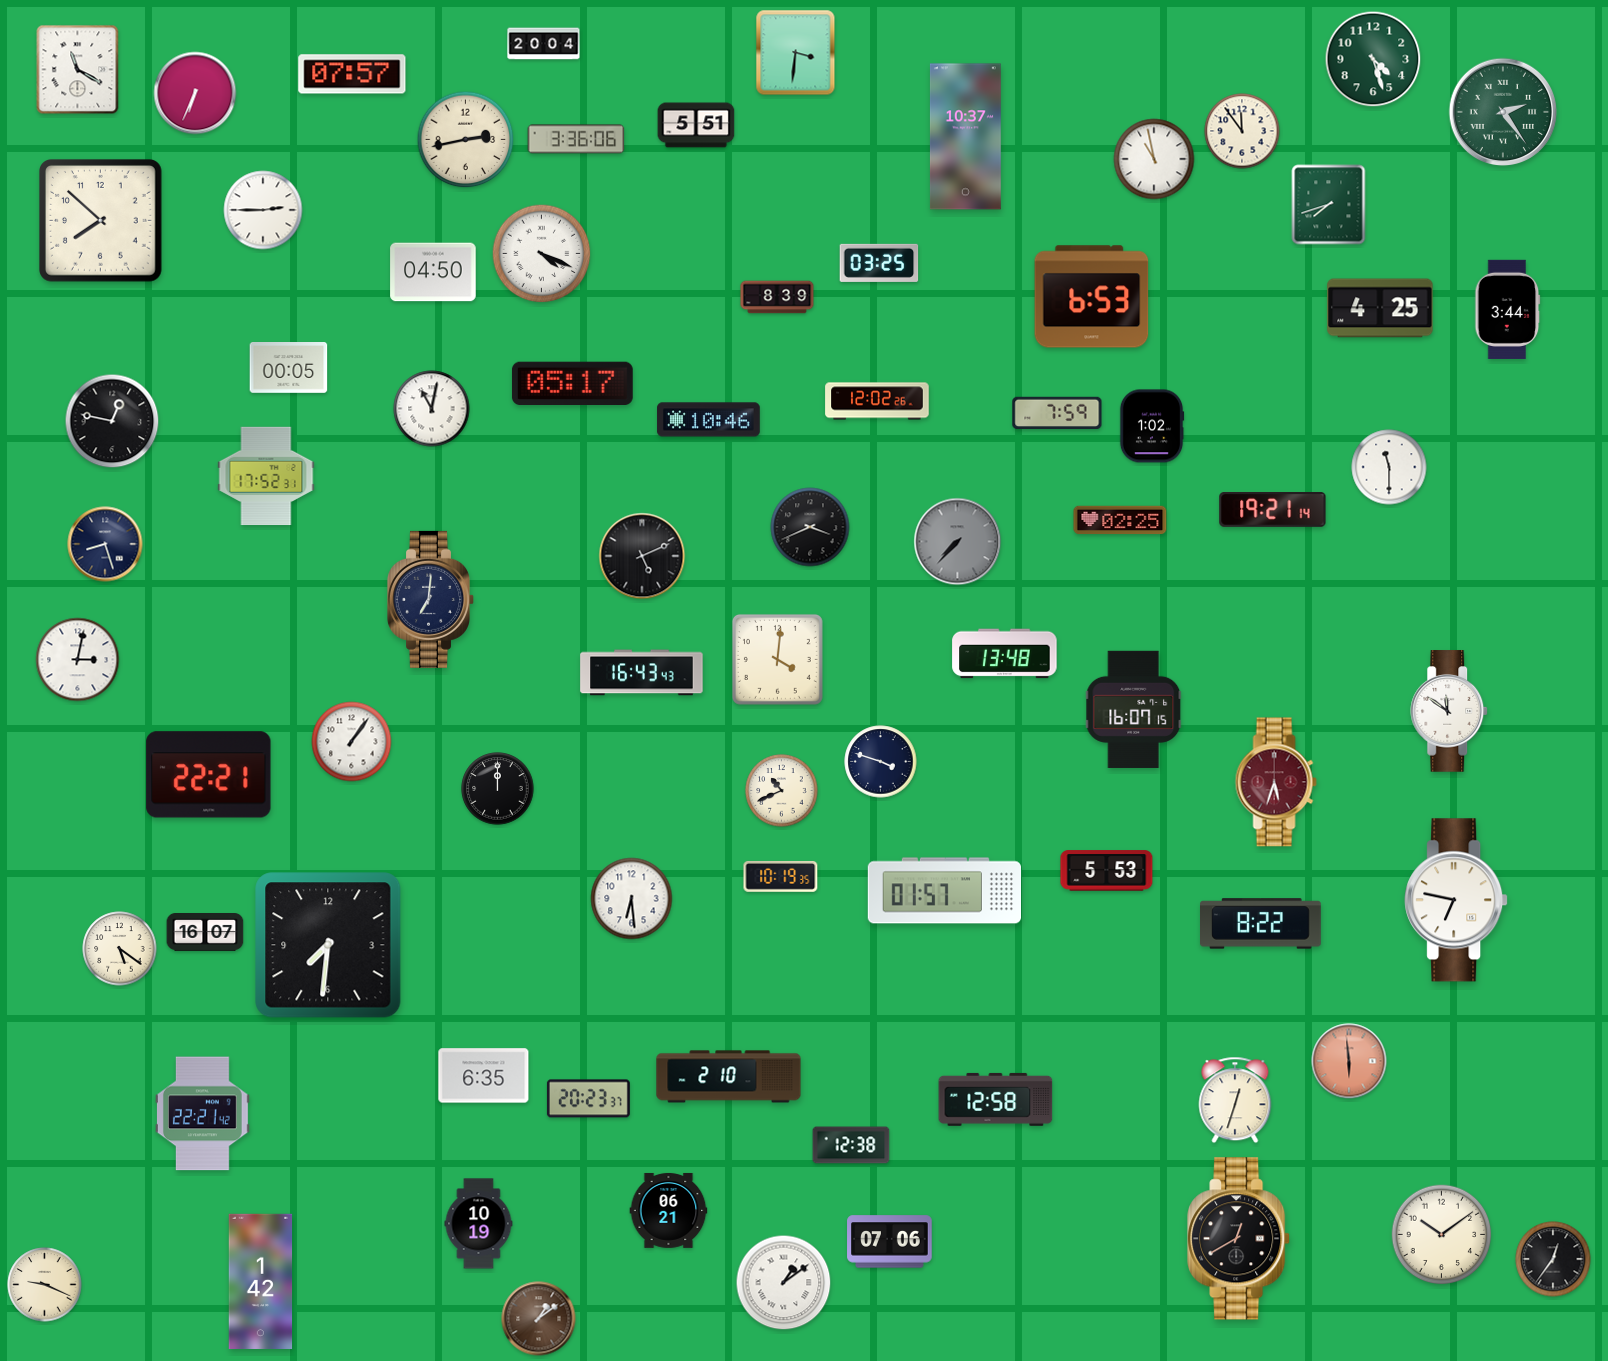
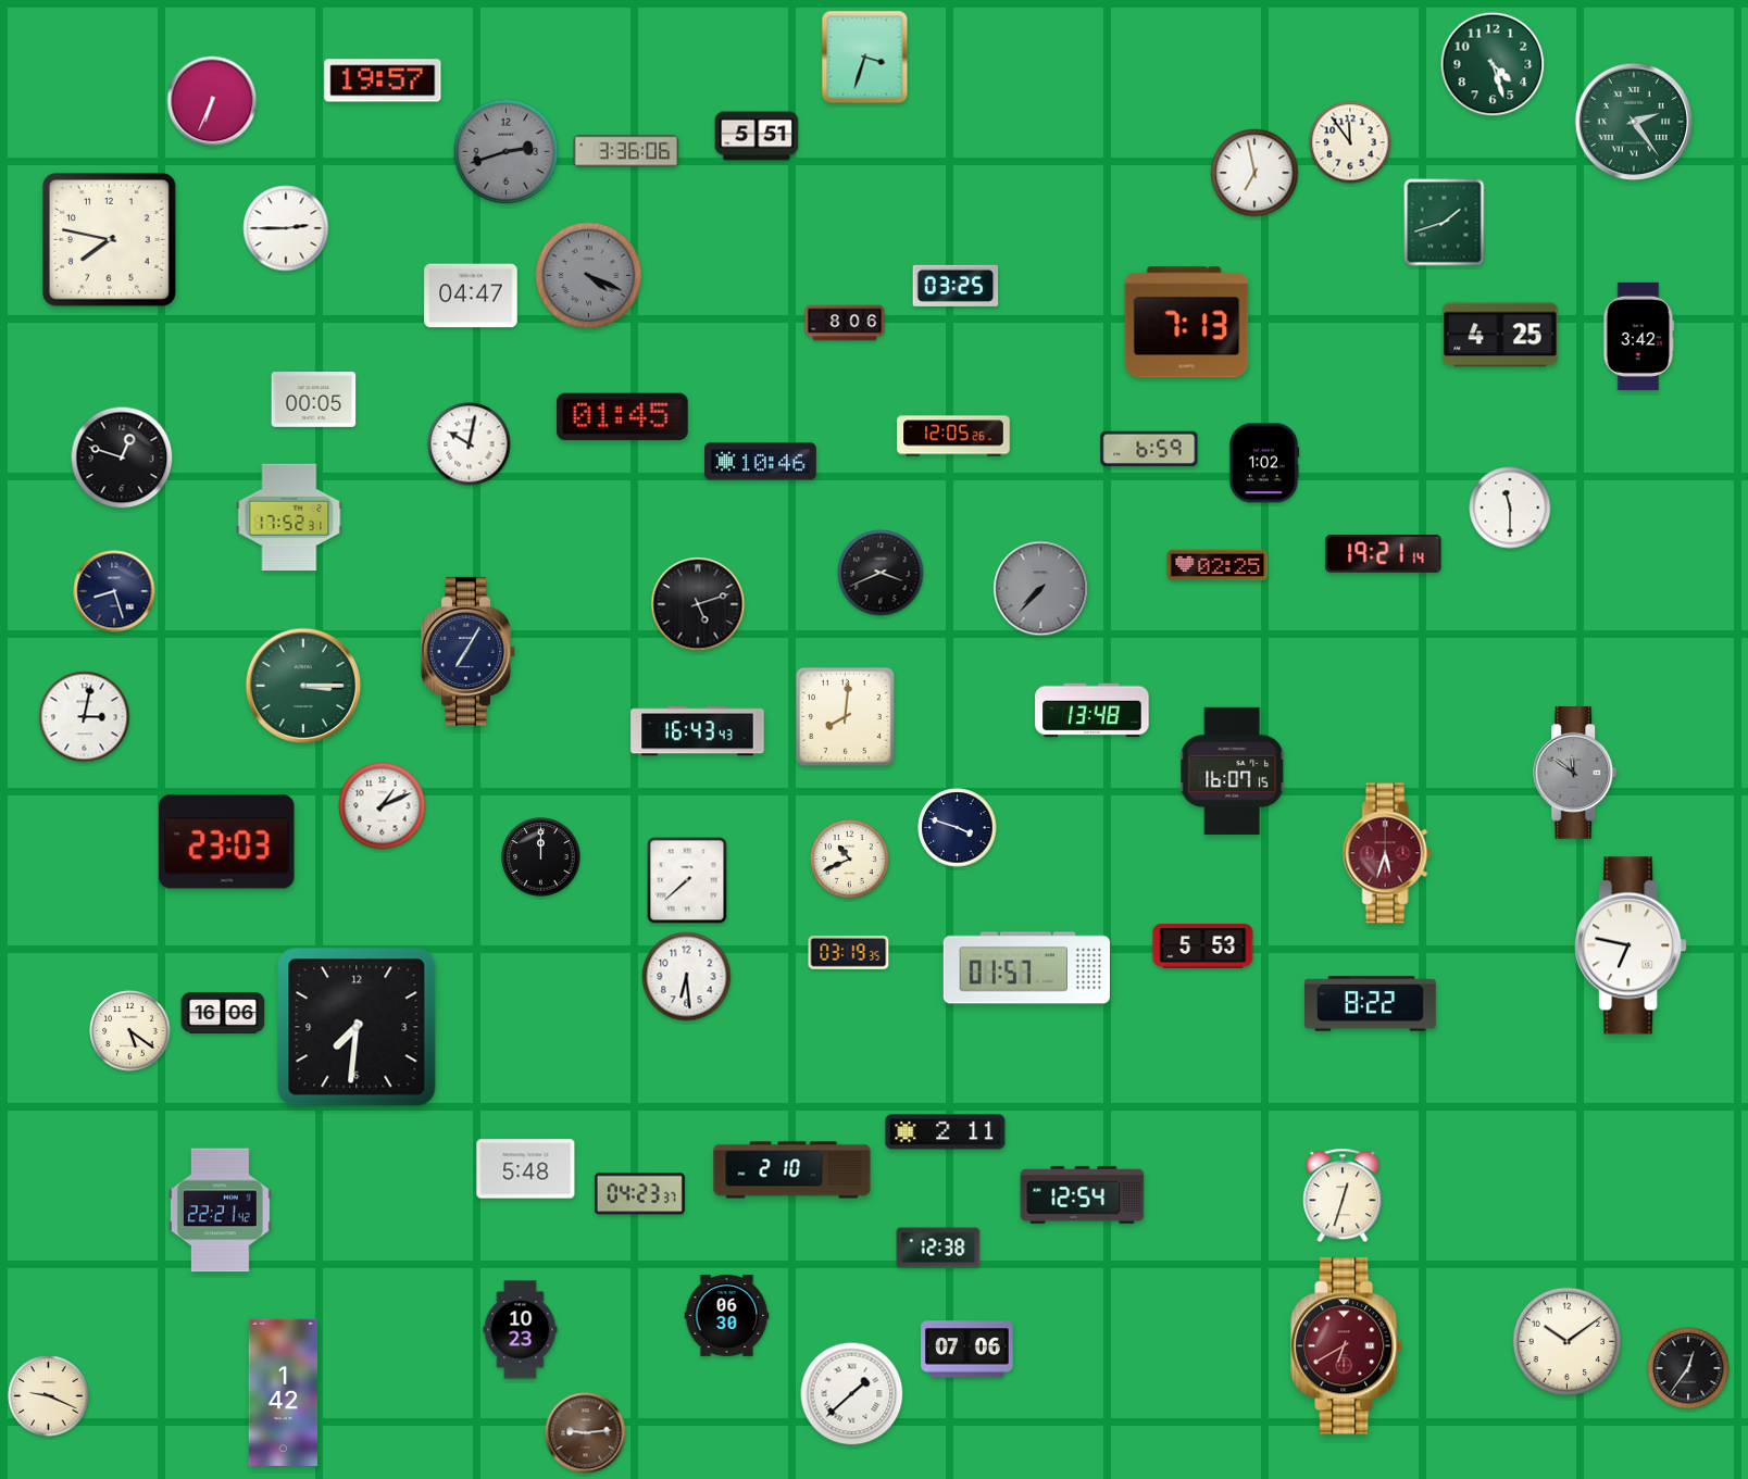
clock at (544, 44): 20:04 -> none
clock at (796, 53): 3:31 -> 3:33
clock at (78, 70): 11:20 -> none
clock at (352, 74): 07:57 -> 19:57
clock at (965, 137): 10:37 -> none
clock at (466, 140): 2:43 -> 2:42
clock at (466, 140) dial: cream -> grey
clock at (1154, 159): 10:58 -> 6:58
clock at (1329, 205): 7:42 -> 1:42
clock at (101, 221): 7:52 -> 7:47
clock at (542, 254) dial: white -> grey
clock at (433, 272): 04:50 -> 04:47
clock at (777, 297): 8:39 -> 8:06
clock at (1092, 297): 6:53 -> 7:13
clock at (1508, 309): 3:44 -> 3:42
clock at (572, 384): 05:17 -> 01:45
clock at (877, 401): 12:02 -> 12:05
clock at (432, 409): 11:02 -> 10:02
clock at (1057, 413): 7:59 -> 6:59
clock at (709, 420) position: (709, 420) -> (761, 462)
clock at (112, 421): 12:47 -> 12:48
clock at (1152, 426) position: (1152, 426) -> (1264, 463)
clock at (642, 556): 5:11 -> 5:12
clock at (431, 599): 7:01 -> 7:05
clock at (303, 686): none -> 3:15
clock at (777, 659): 4:01 -> 8:01
clock at (1450, 711) dial: white -> grey
clock at (352, 742): 1:06 -> 1:11
clock at (209, 775): 22:21 -> 23:03
clock at (1276, 782) position: (1276, 782) -> (1387, 853)
clock at (687, 880): none -> 7:38
clock at (781, 876): 10:19 -> 03:19
clock at (1456, 900) position: (1456, 900) -> (1631, 945)
clock at (205, 933): 16:07 -> 16:06
clock at (946, 1132): none -> 2:11
clock at (1349, 1061): 5:59 -> none
clock at (484, 1076): 6:35 -> 5:48
clock at (588, 1099): 20:23 -> 04:23
clock at (996, 1099): 12:58 -> 12:54
clock at (851, 1145) position: (851, 1145) -> (938, 1248)
clock at (669, 1211): 06:21 -> 06:30
clock at (479, 1224): 10:19 -> 10:23
clock at (1239, 1239): 12:40 -> 6:40
clock at (1239, 1239) dial: black -> burgundy
clock at (784, 1283): 1:09 -> 1:38
clock at (539, 1319): 1:09 -> 9:14
